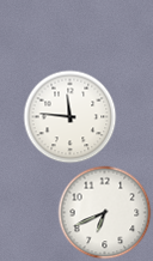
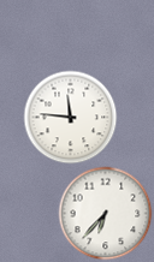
clock at (104, 212): 6:41 -> 6:37
